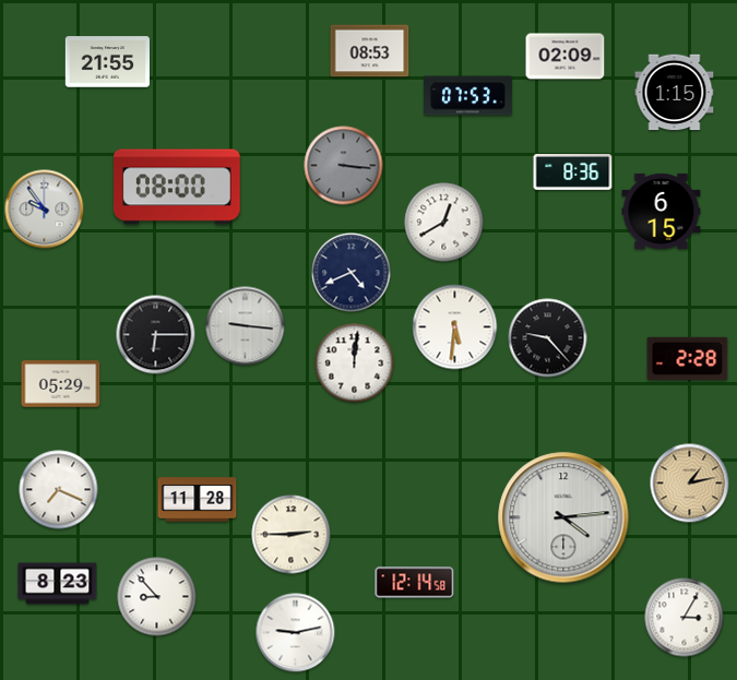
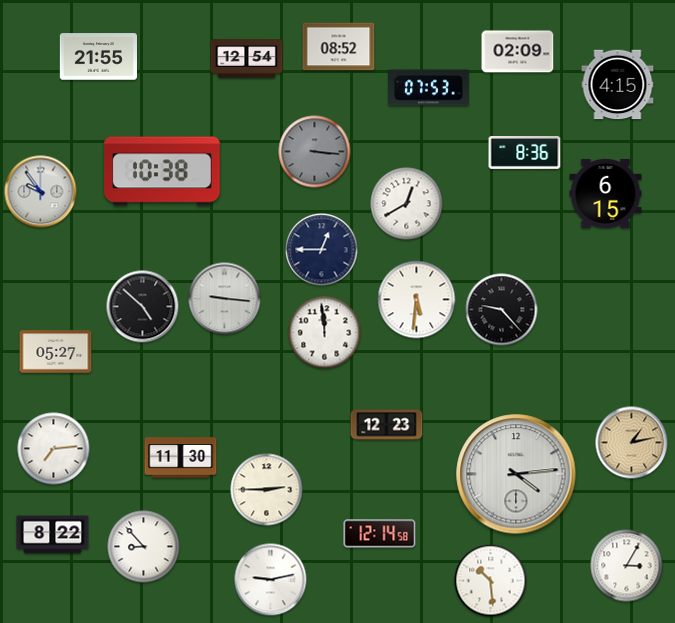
clock at (370, 51): 08:53 -> 08:52
clock at (247, 59): none -> 12:54
clock at (675, 93): 1:15 -> 4:15
clock at (573, 172) position: (573, 172) -> (525, 153)
clock at (178, 187): 08:00 -> 10:38
clock at (352, 273): 4:41 -> 12:45
clock at (156, 335): 6:15 -> 4:52
clock at (688, 359): 2:28 -> none
clock at (355, 363): 12:01 -> 11:59
clock at (61, 384): 05:29 -> 05:27
clock at (387, 425): none -> 12:23
clock at (59, 490): 7:19 -> 7:14
clock at (198, 500): 11:28 -> 11:30
clock at (58, 584): 8:23 -> 8:22
clock at (491, 581): none -> 10:29
